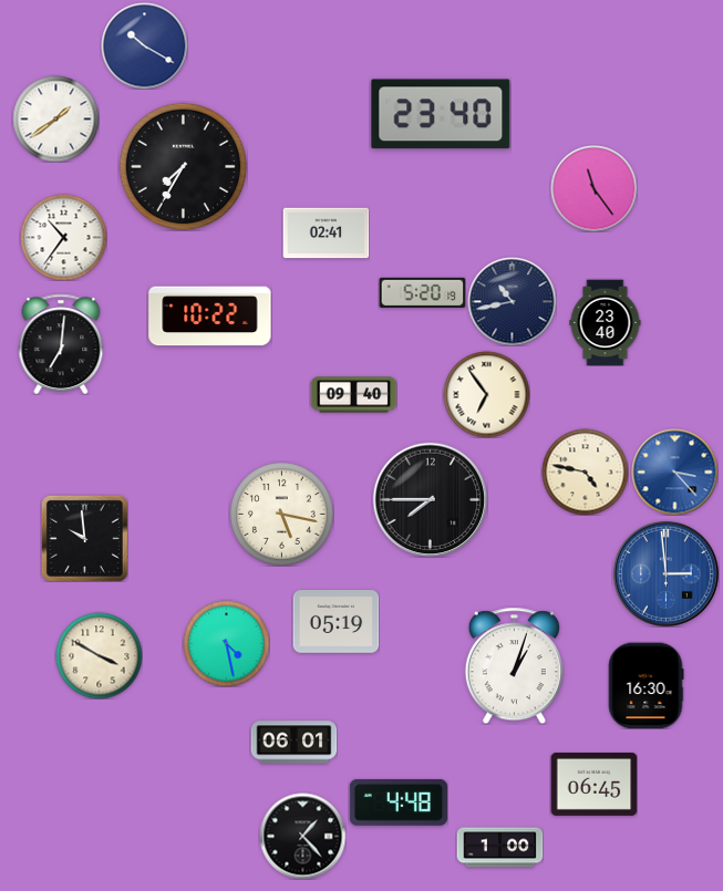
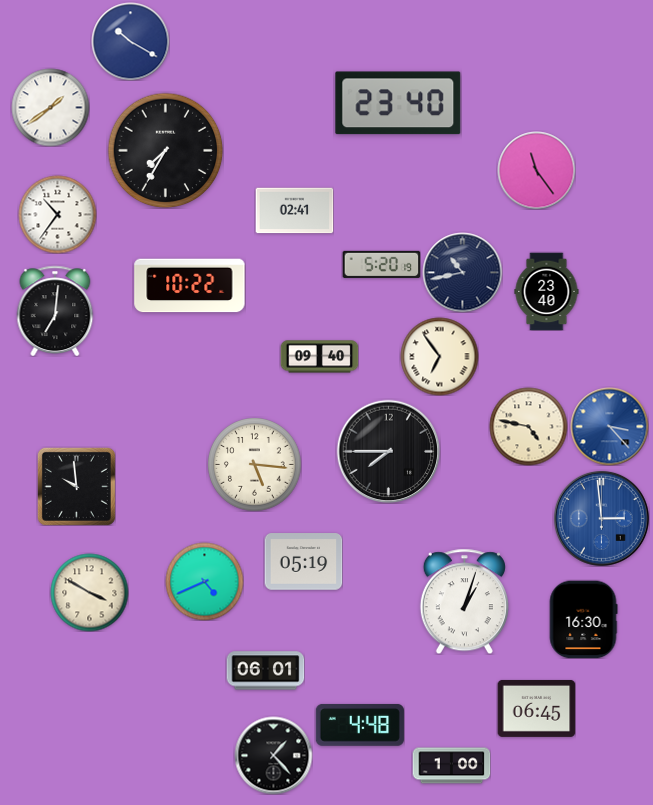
clock at (281, 514): 5:17 -> 5:16
clock at (226, 643): 4:28 -> 4:41
